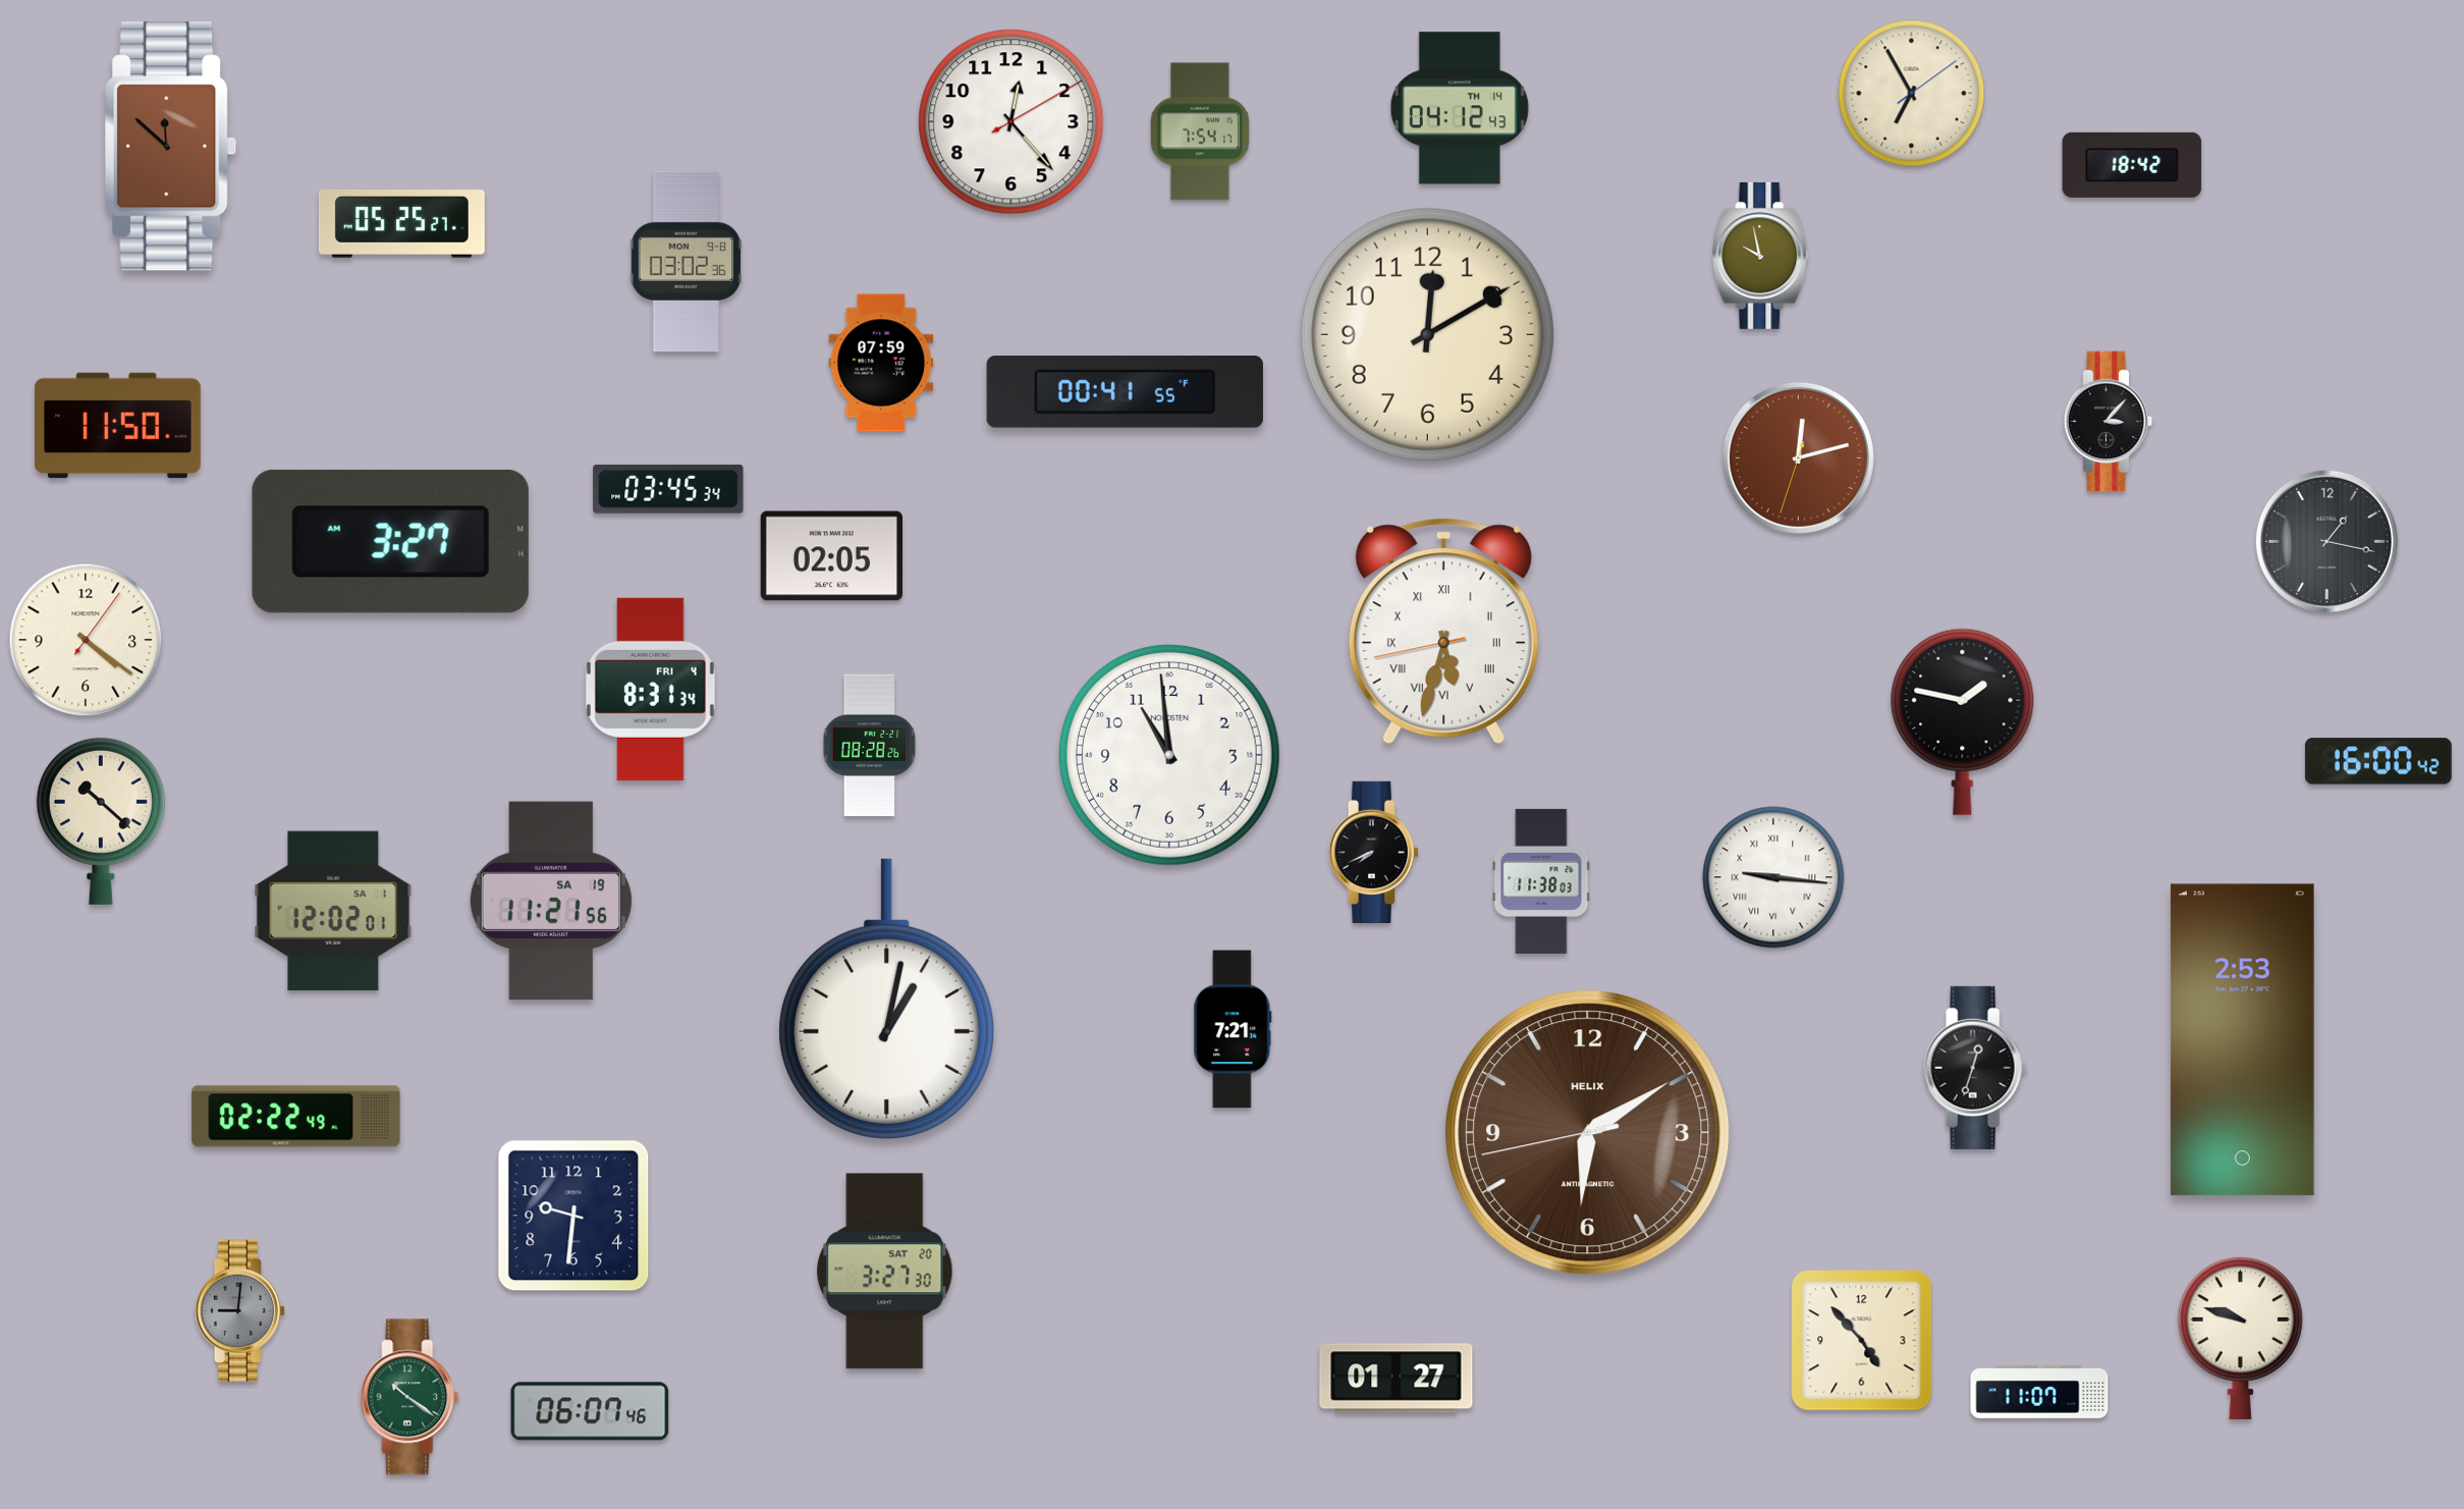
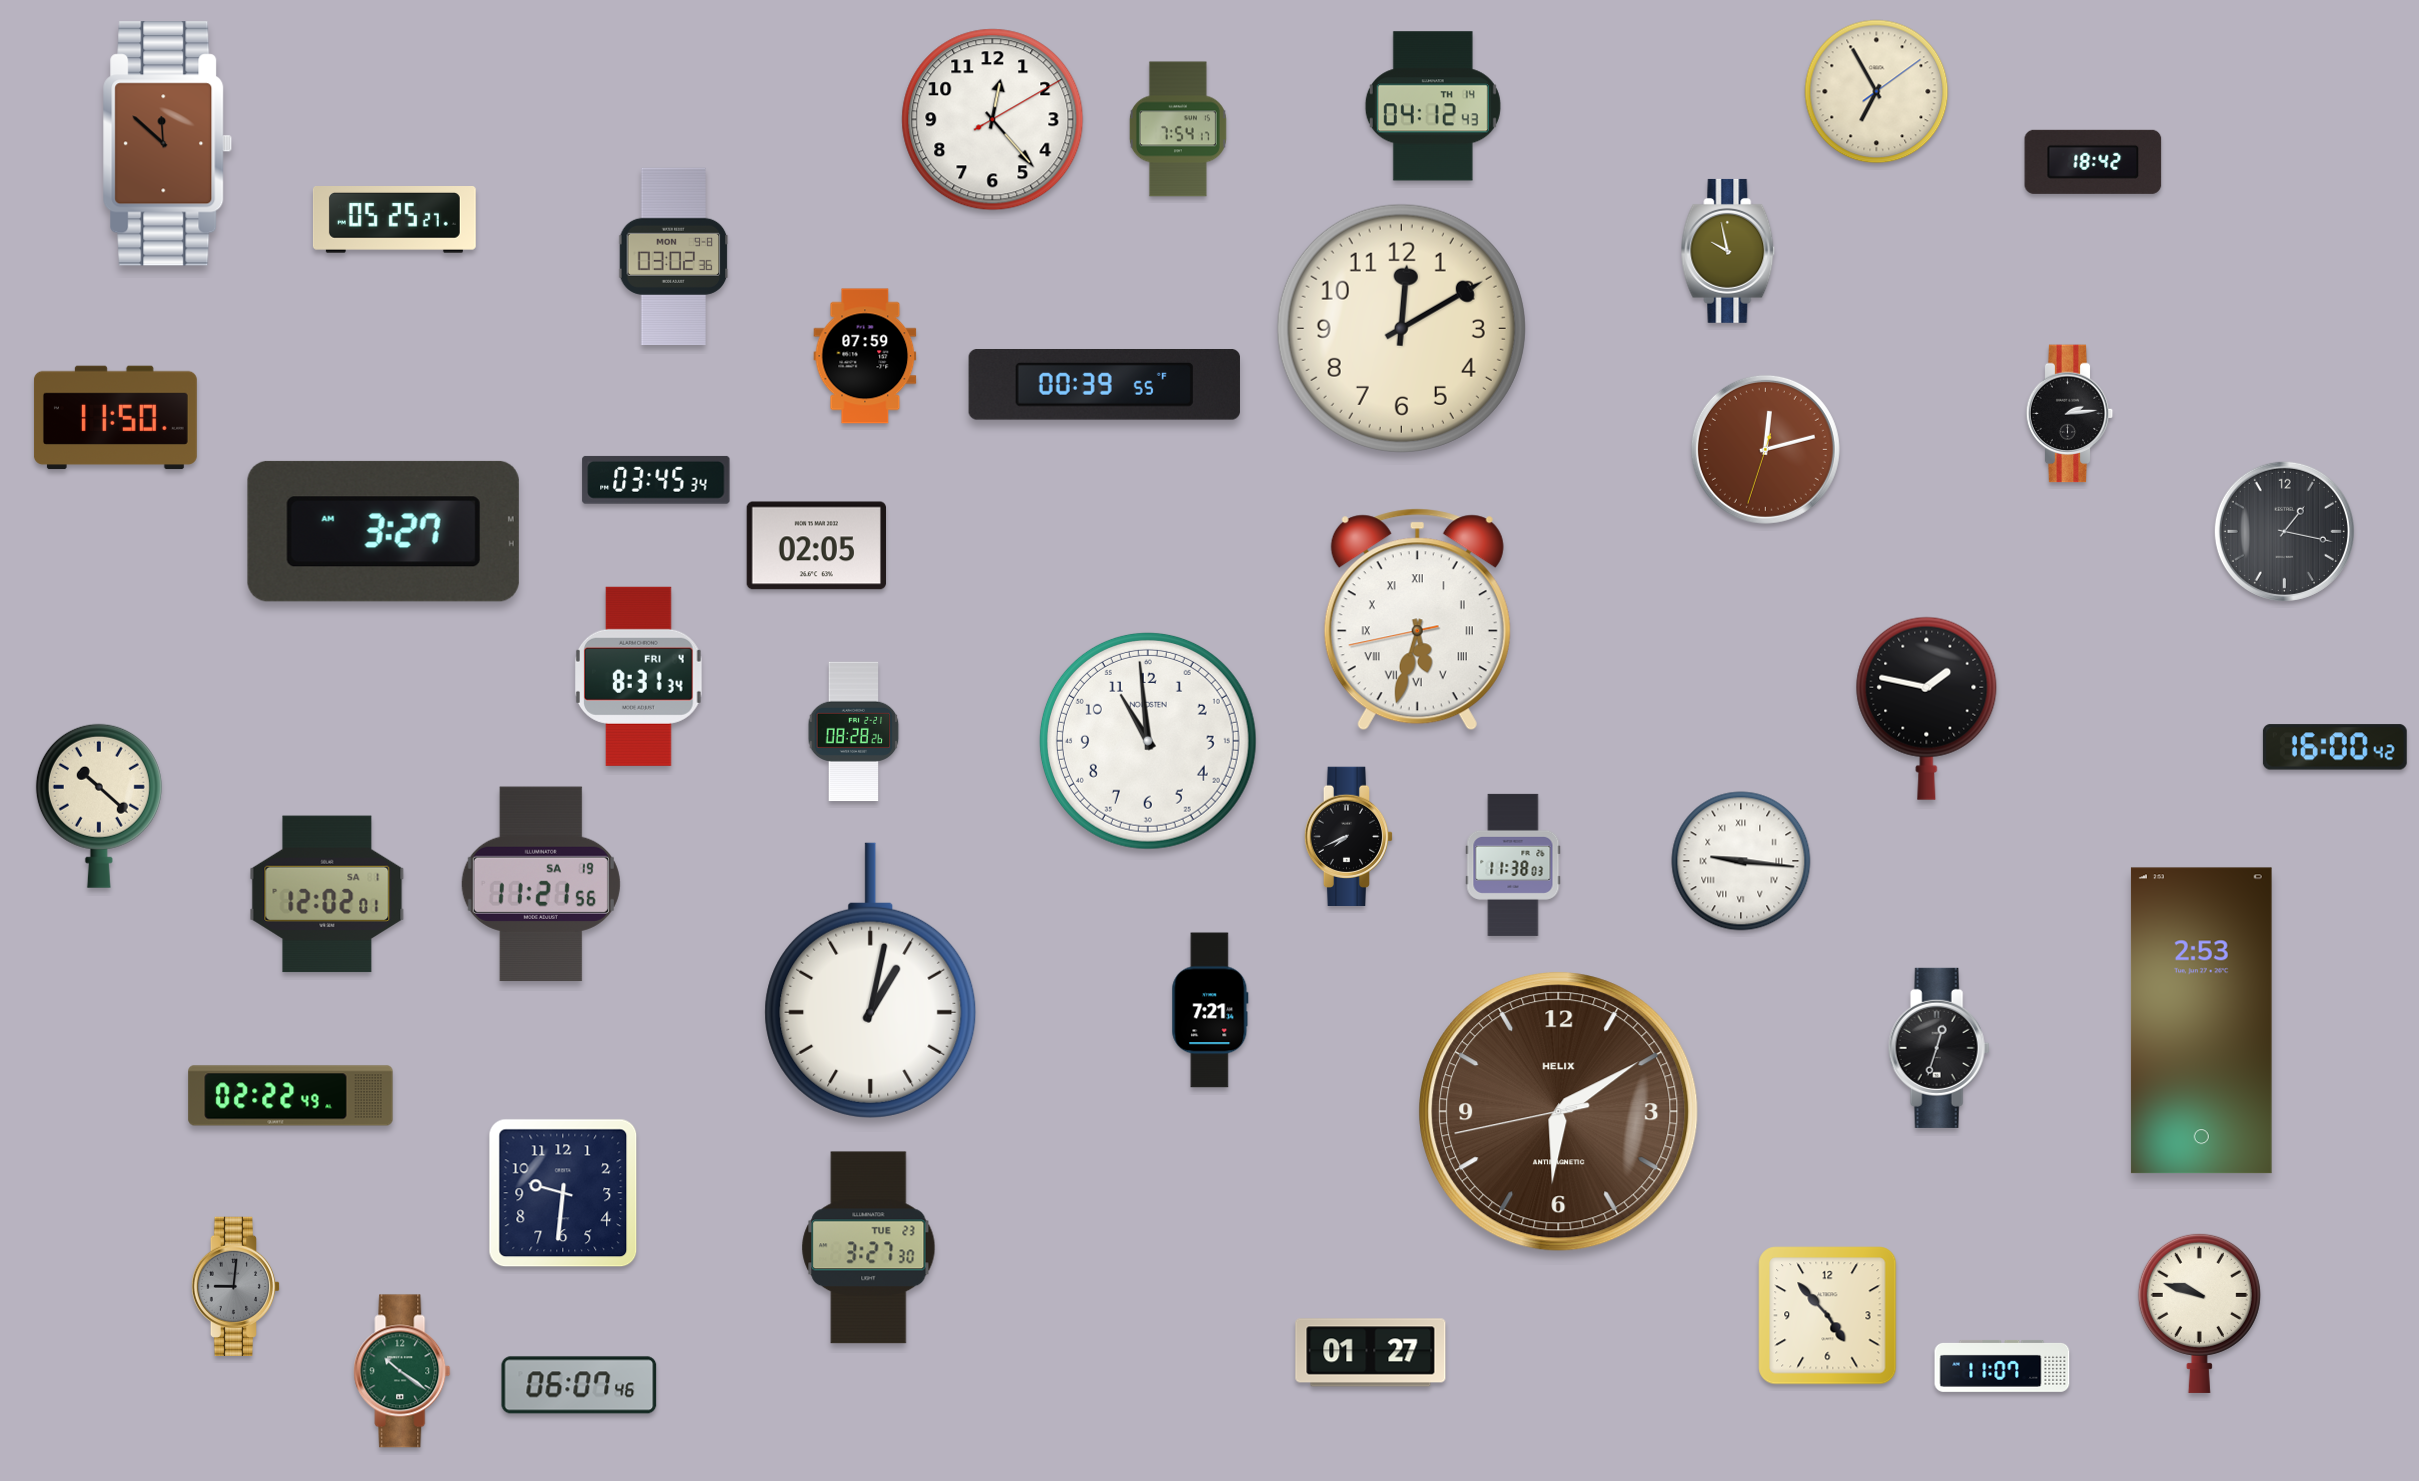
clock at (1125, 392): 00:41 -> 00:39
clock at (2109, 422): 3:07 -> 2:14
clock at (86, 640): 4:21 -> none
clock at (885, 1272) date: SAT 20 -> TUE 23
